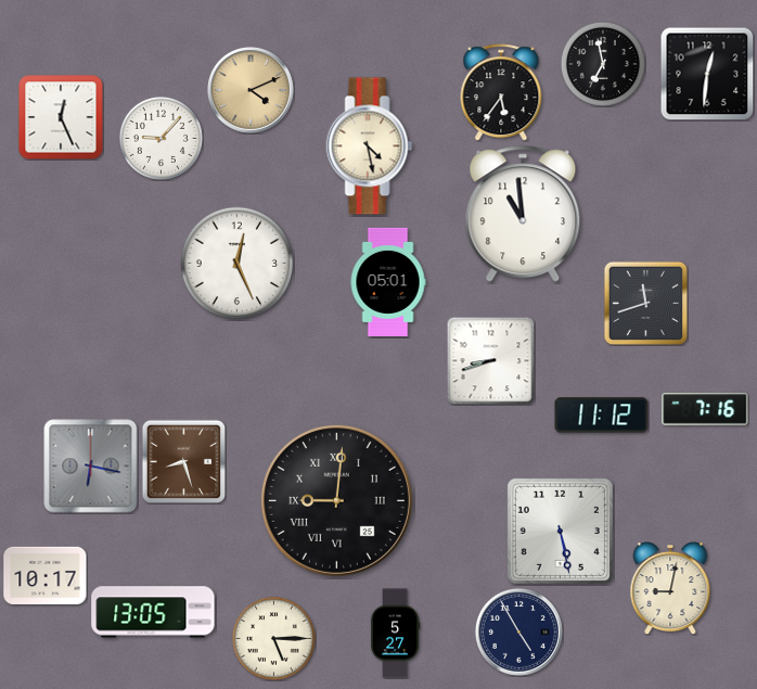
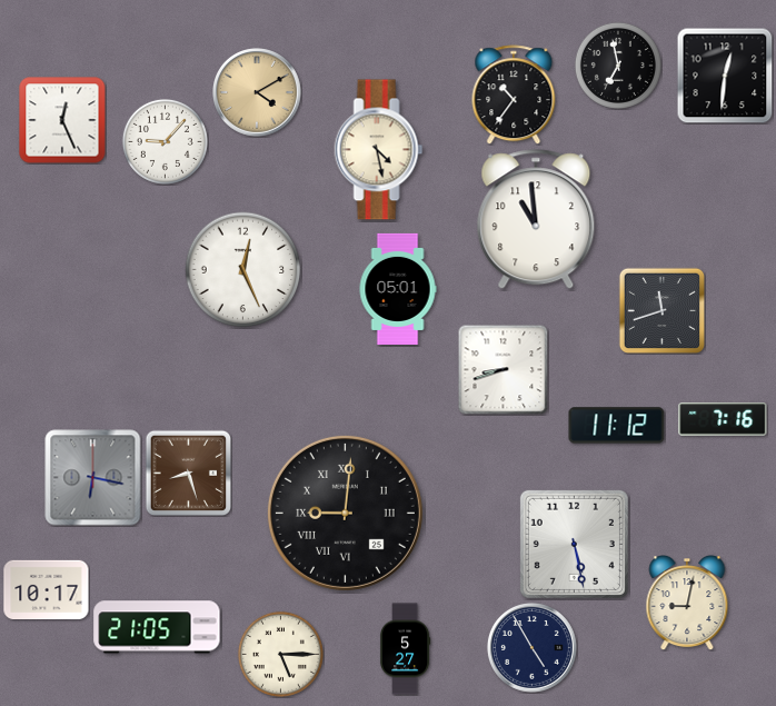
clock at (252, 91): 4:11 -> 4:10
clock at (501, 92): 5:36 -> 10:36
clock at (153, 612): 13:05 -> 21:05
